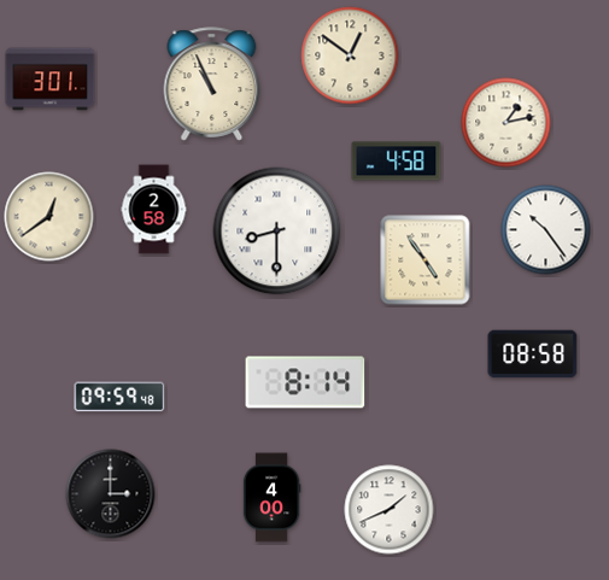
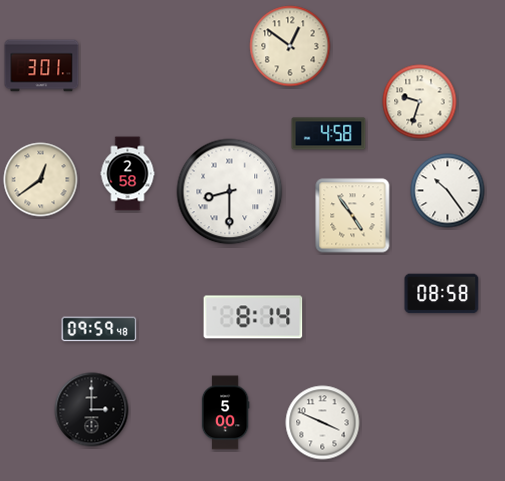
clock at (212, 84): 10:56 -> none
clock at (506, 123): 1:13 -> 9:33
clock at (546, 230) position: (546, 230) -> (448, 191)
clock at (271, 498): 4:00 -> 5:00
clock at (390, 510): 1:41 -> 3:49
